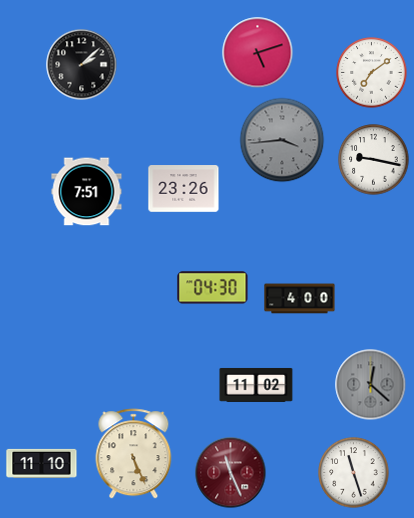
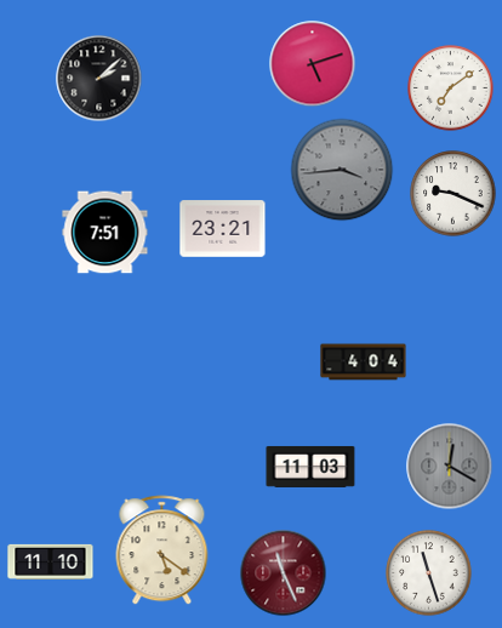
clock at (374, 160): 9:17 -> 9:19
clock at (184, 189): 23:26 -> 23:21
clock at (213, 288): 04:30 -> none
clock at (300, 299): 4:00 -> 4:04
clock at (256, 385): 11:02 -> 11:03
clock at (371, 385): 12:22 -> 12:20
clock at (134, 454): 5:26 -> 5:21
clock at (231, 473) position: (231, 473) -> (284, 573)
